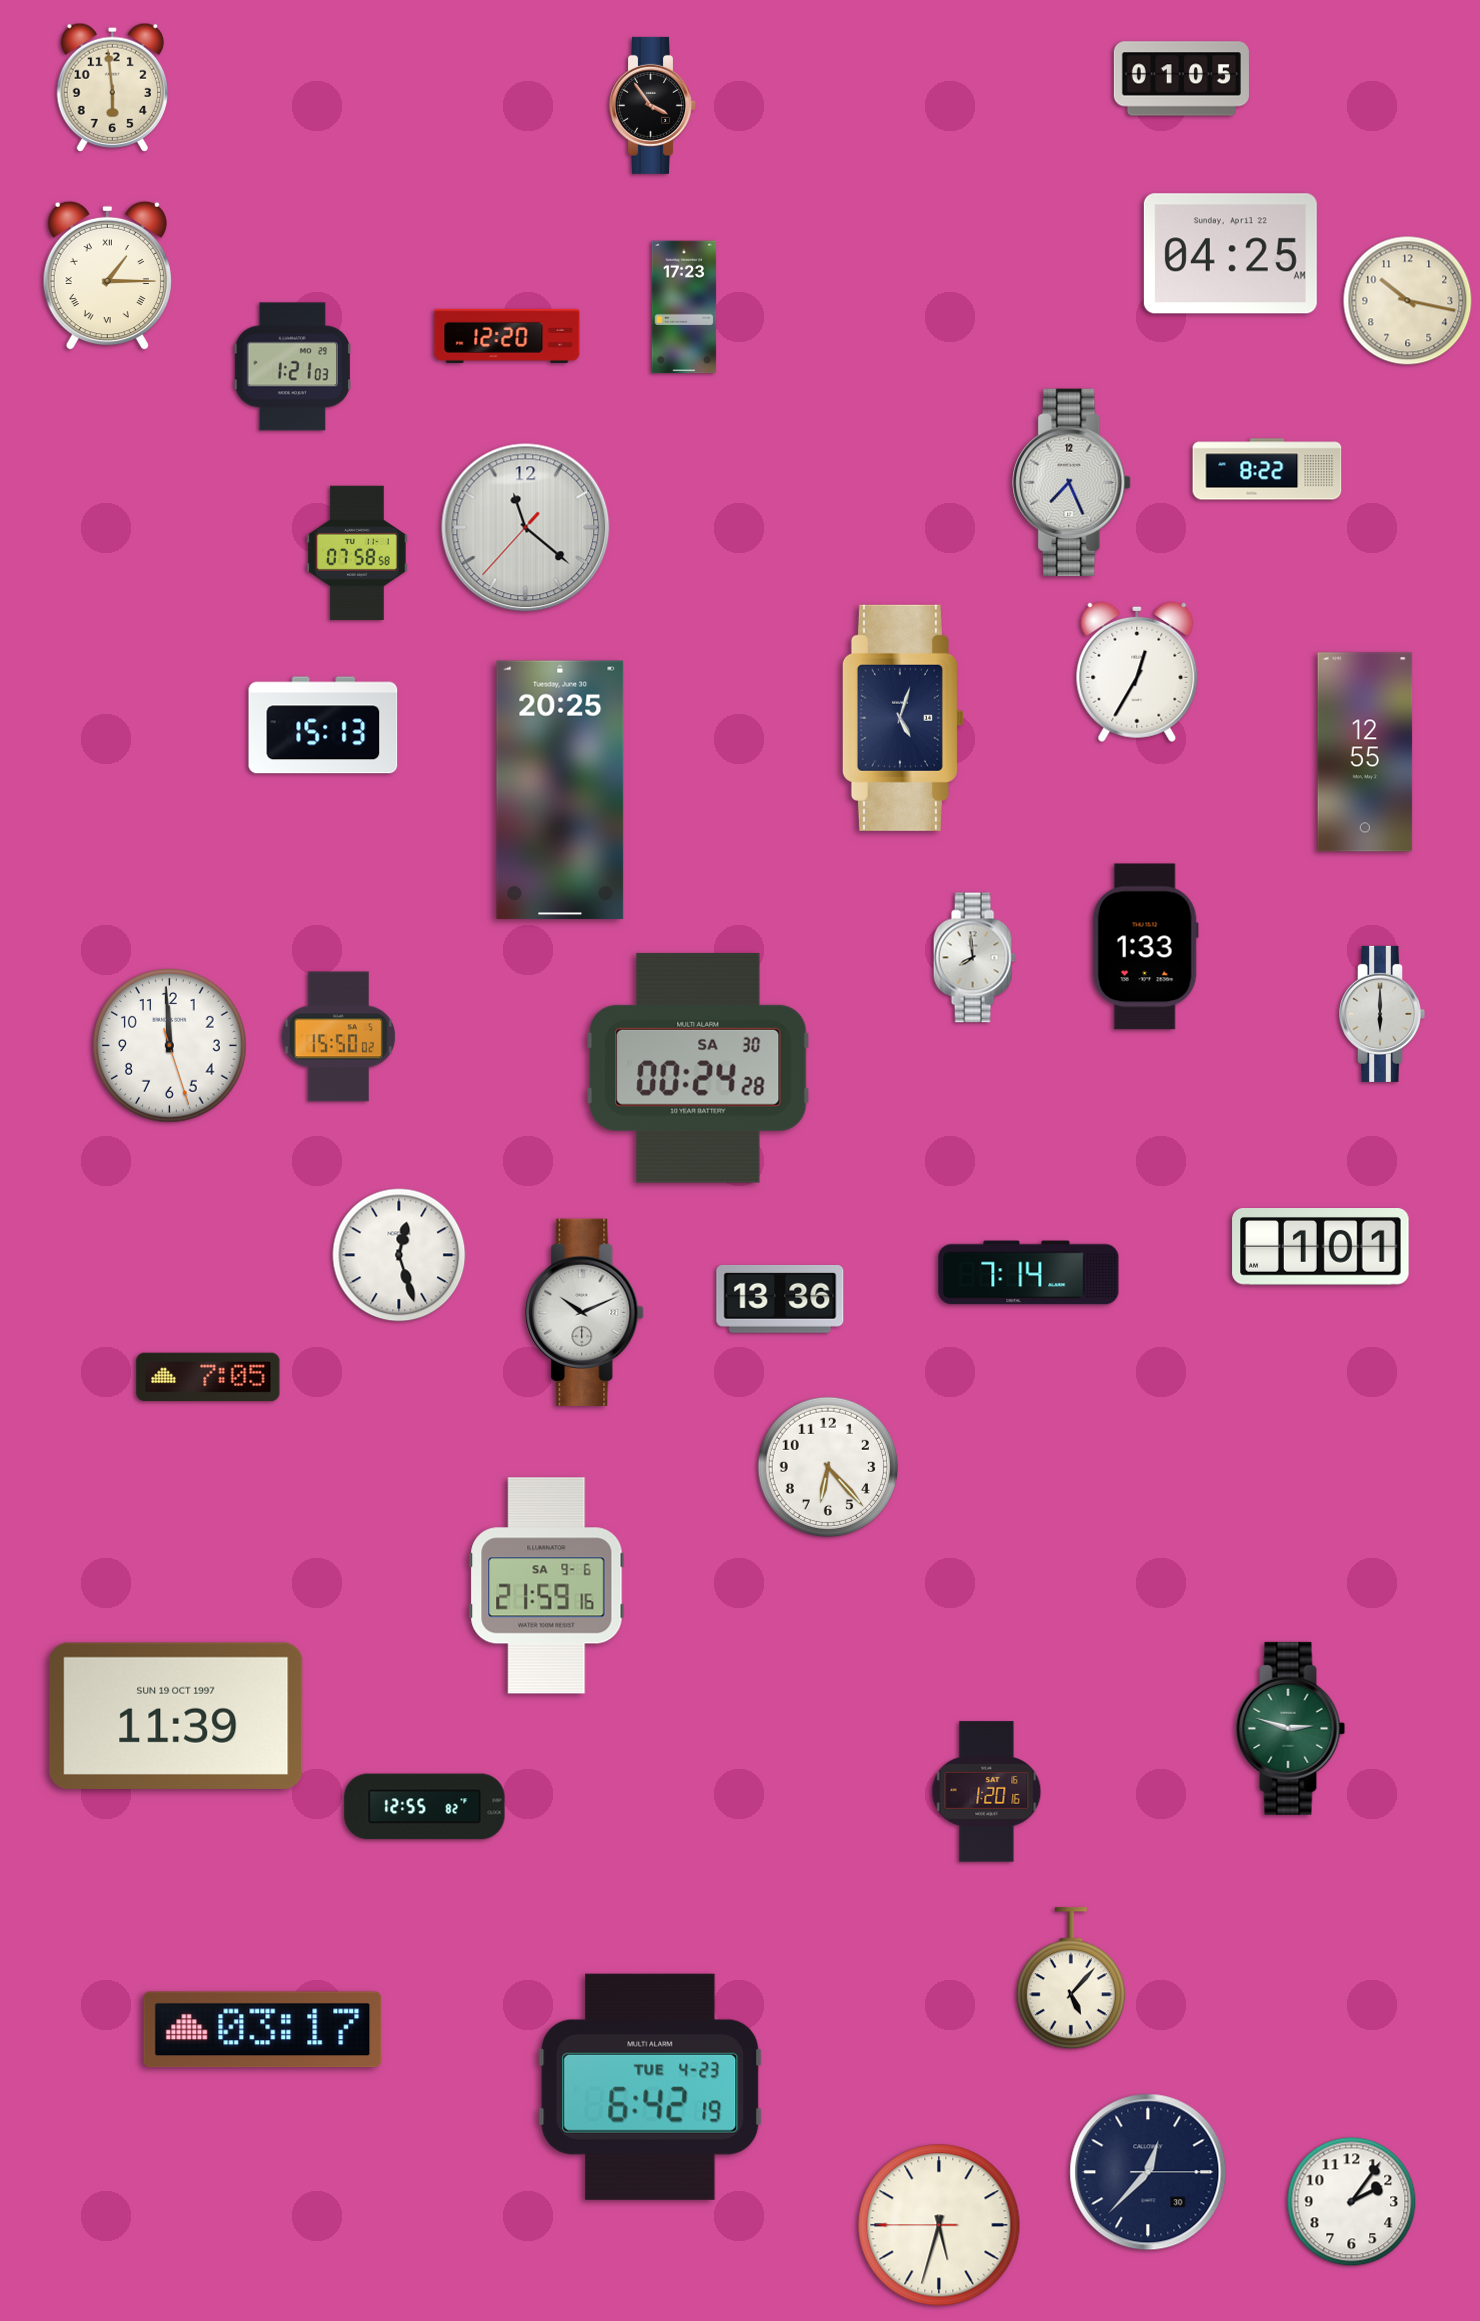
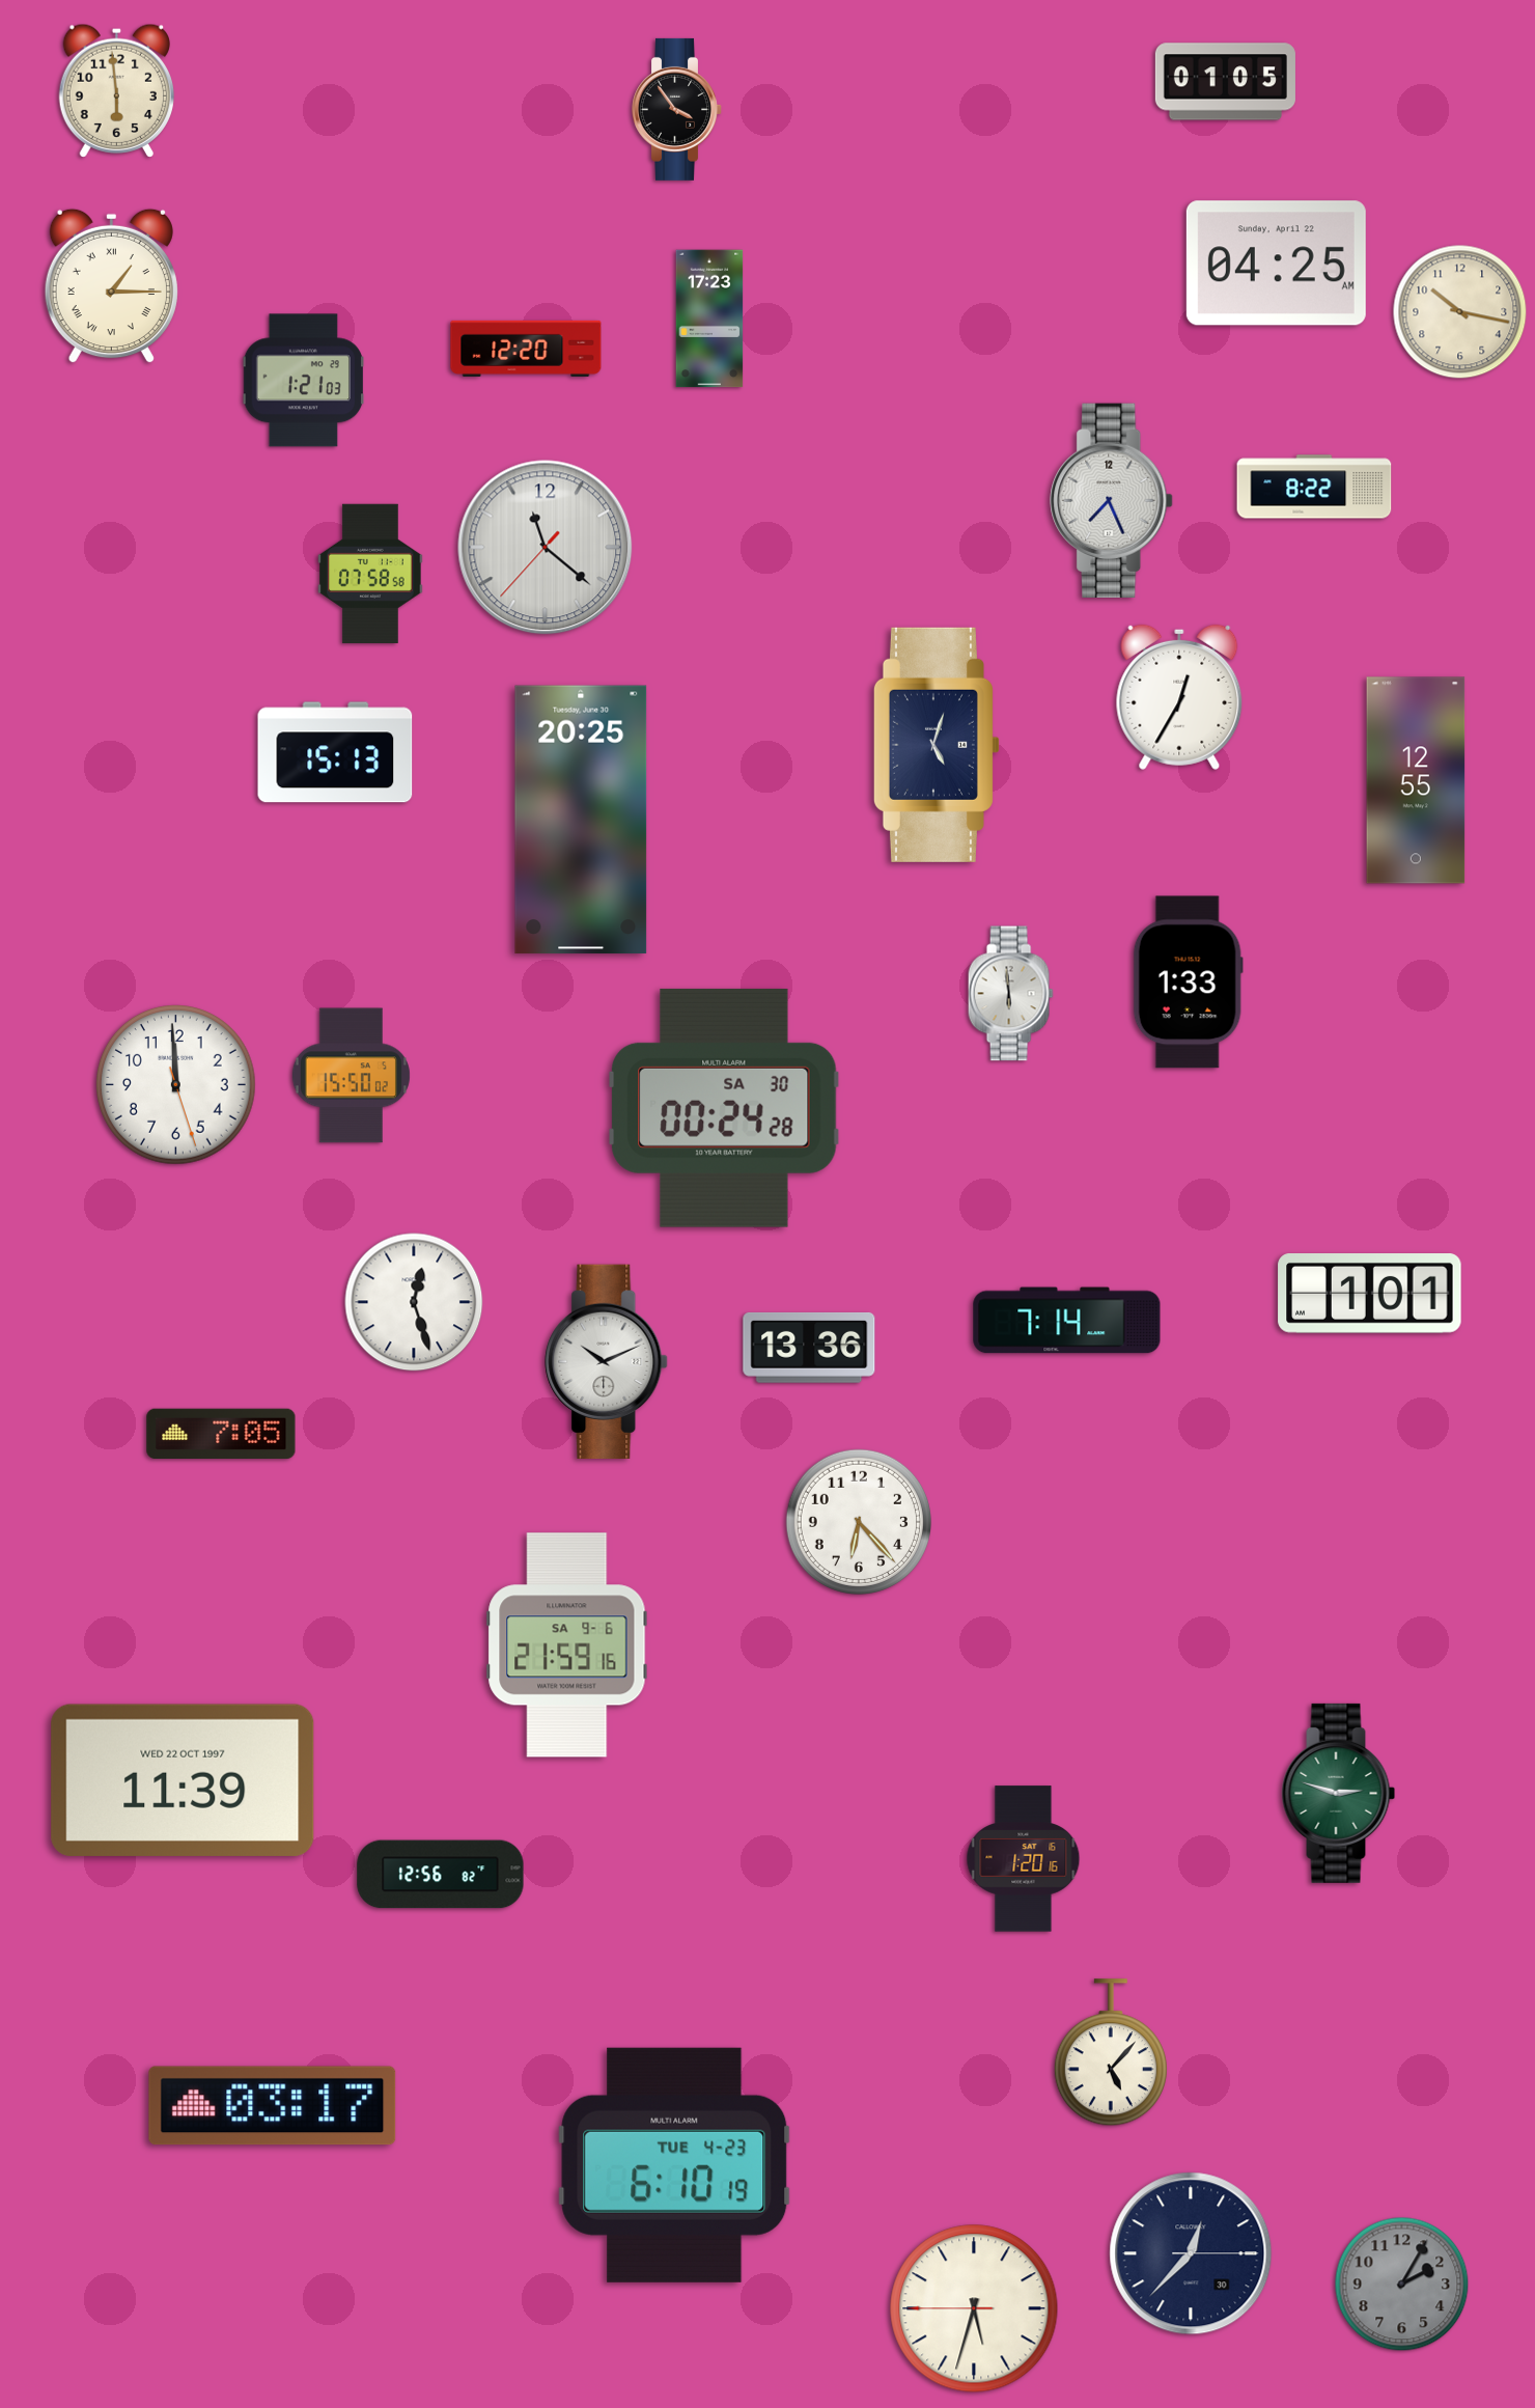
clock at (974, 958): 7:59 -> 5:59
clock at (1382, 1014): 6:00 -> none
clock at (208, 1377) position: (208, 1377) -> (221, 1434)
clock at (176, 1716) date: SUN 19 OCT 1997 -> WED 22 OCT 1997
clock at (425, 1807): 12:55 -> 12:56
clock at (650, 2087): 6:42 -> 6:10
clock at (1352, 2202): 2:06 -> 2:05
clock at (1352, 2202) dial: white -> grey
